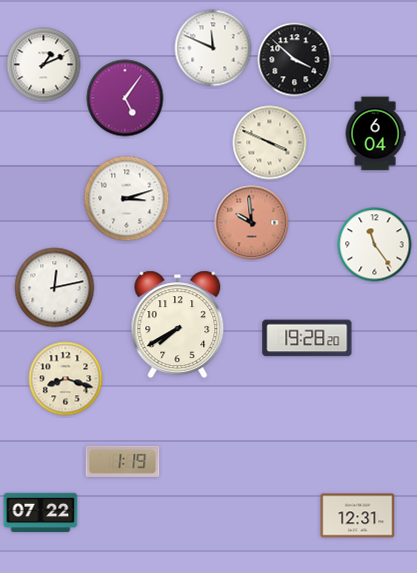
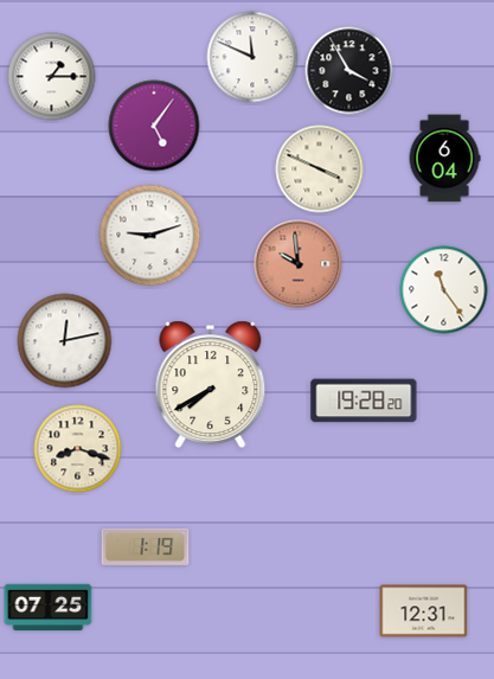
clock at (295, 60): 3:52 -> 3:55
clock at (44, 65): 1:11 -> 1:15
clock at (125, 98) position: (125, 98) -> (154, 126)
clock at (127, 199): 3:12 -> 9:12
clock at (41, 513): 07:22 -> 07:25
